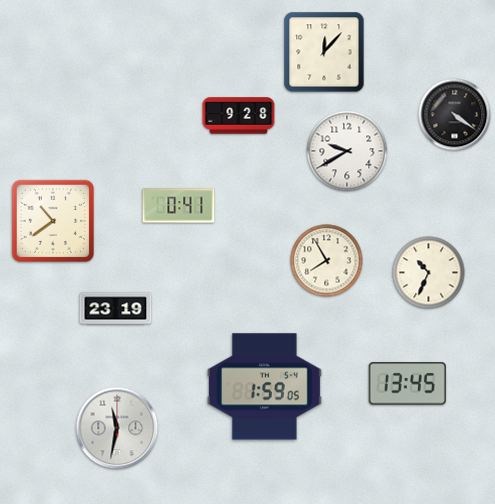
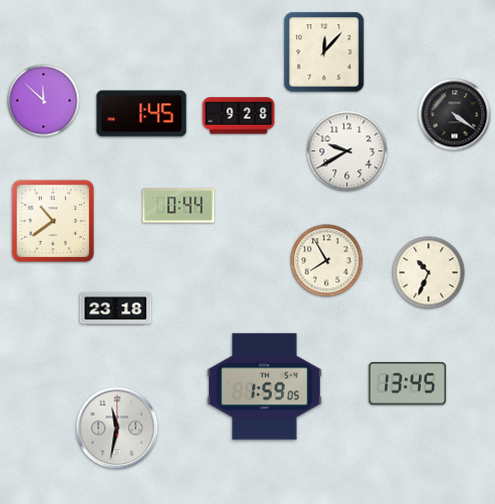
clock at (44, 101): none -> 11:52
clock at (142, 114): none -> 1:45
clock at (179, 206): 0:41 -> 0:44
clock at (116, 309): 23:19 -> 23:18
